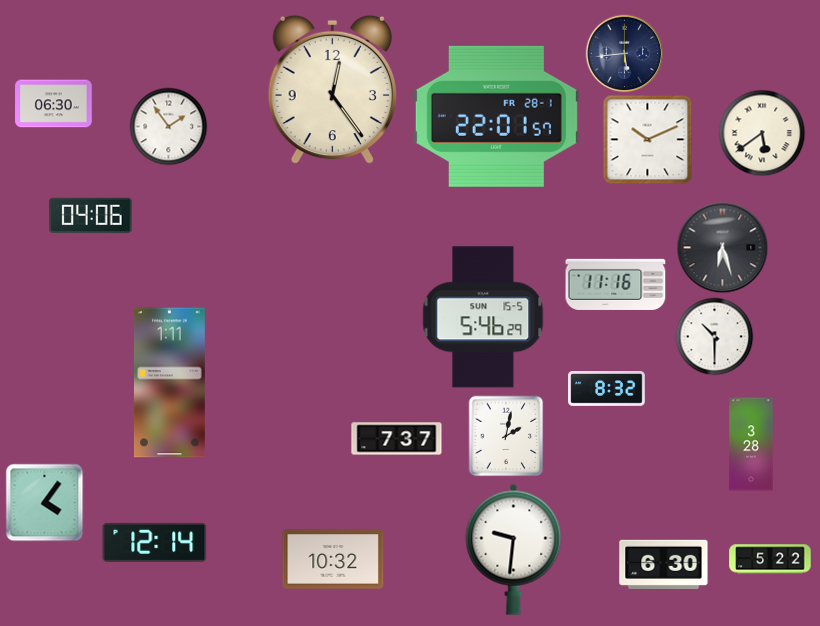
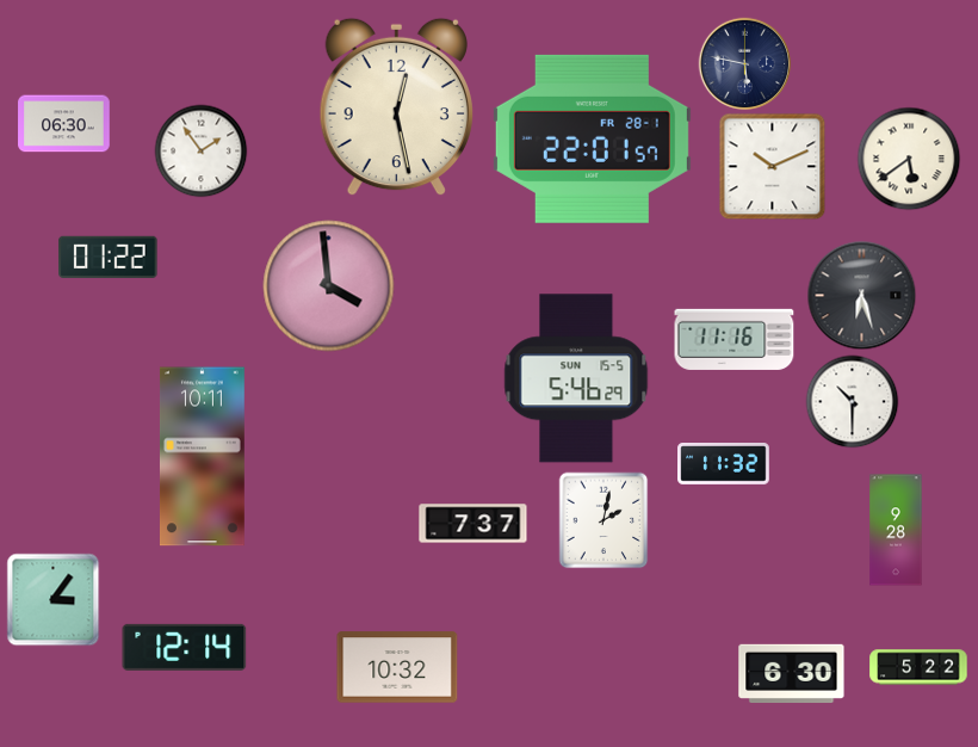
clock at (624, 53): 5:44 -> 5:47
clock at (332, 90): 12:24 -> 12:28
clock at (91, 215): 04:06 -> 01:22
clock at (329, 286): none -> 3:59
clock at (169, 383): 1:11 -> 10:11
clock at (607, 389): 8:32 -> 11:32
clock at (751, 444): 3:28 -> 9:28
clock at (44, 502): 4:06 -> 3:06
clock at (514, 549): 9:31 -> none
